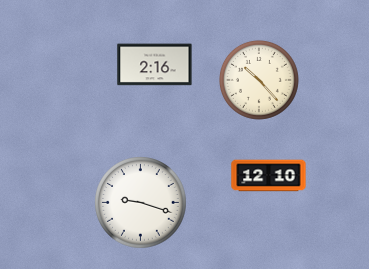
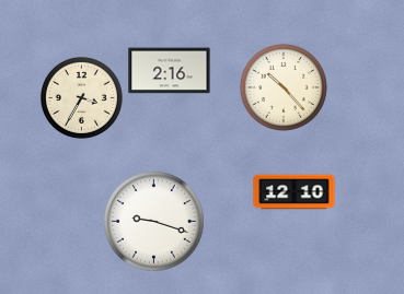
clock at (81, 97): none -> 3:35
